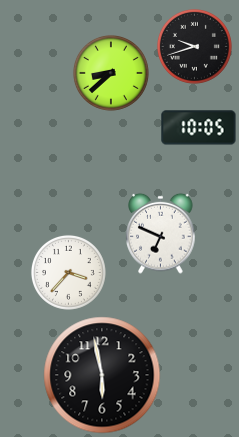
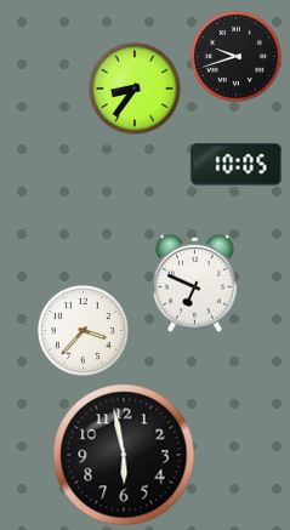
clock at (111, 73): 8:38 -> 8:36
clock at (199, 128) position: (199, 128) -> (237, 165)
